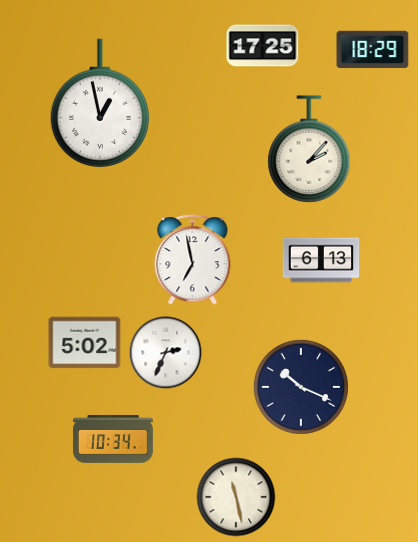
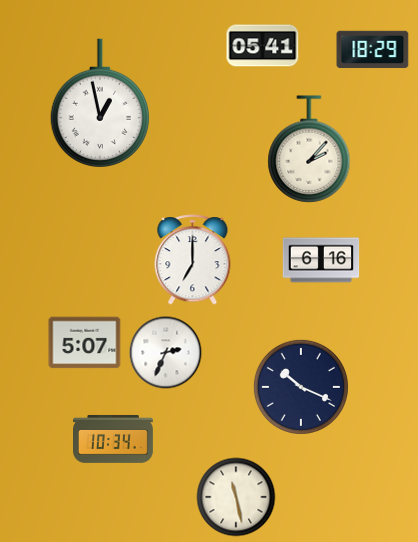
clock at (263, 46): 17:25 -> 05:41
clock at (193, 260): 6:58 -> 7:00
clock at (321, 260): 6:13 -> 6:16
clock at (85, 343): 5:02 -> 5:07
